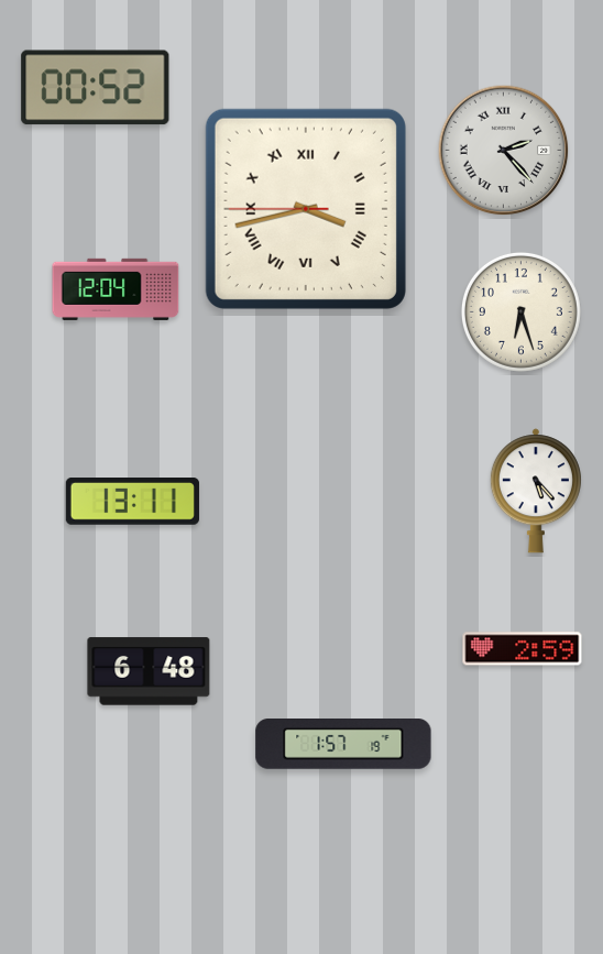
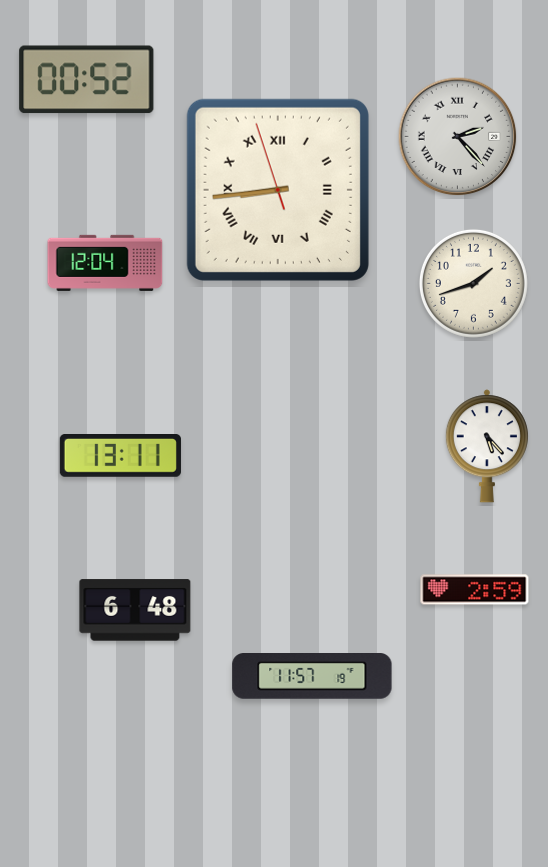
clock at (306, 209): 3:42 -> 8:43
clock at (520, 311): 6:27 -> 1:42
clock at (343, 744): 1:57 -> 11:57
